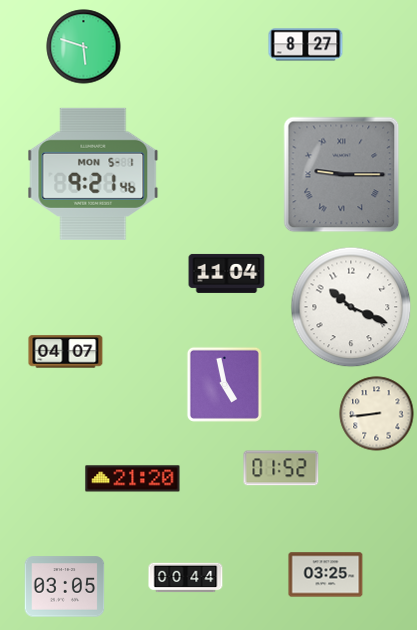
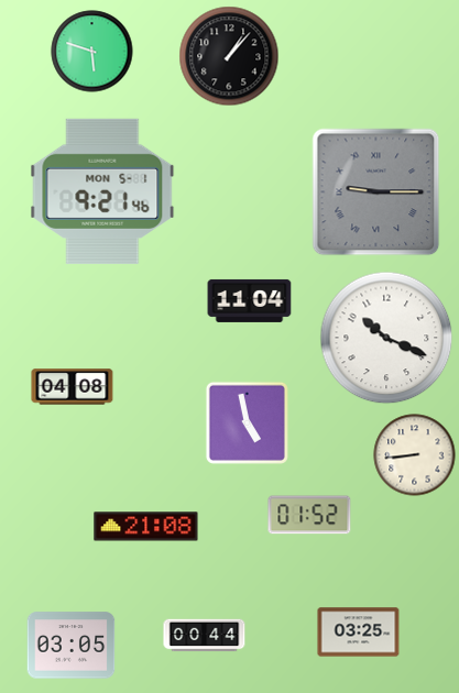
clock at (306, 45): 8:27 -> none
clock at (229, 56): none -> 1:07
clock at (66, 352): 04:07 -> 04:08
clock at (133, 479): 21:20 -> 21:08
